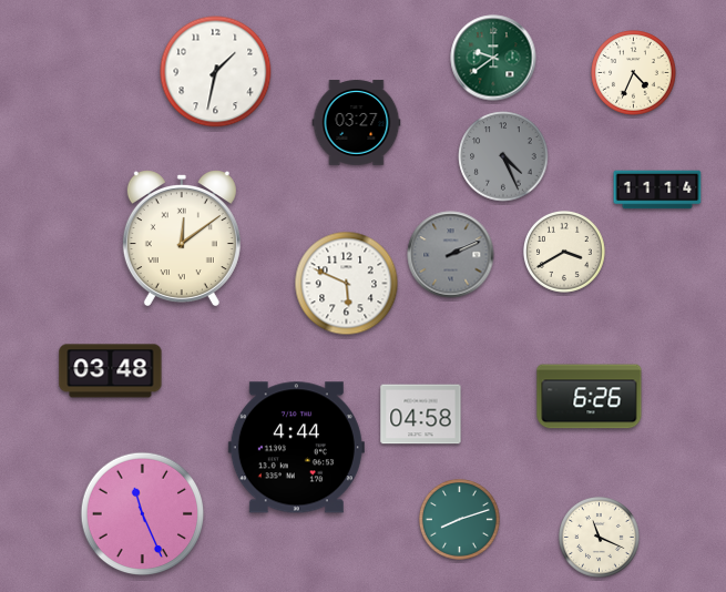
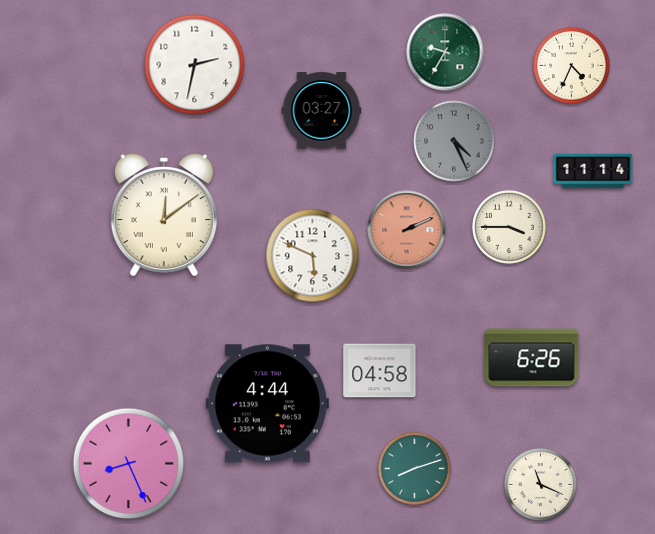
clock at (493, 58): 9:39 -> 9:35
clock at (216, 72): 1:32 -> 2:32
clock at (564, 252): 3:40 -> 3:45
clock at (451, 255) dial: grey -> salmon
clock at (111, 371): 03:48 -> none
clock at (421, 415) position: (421, 415) -> (380, 371)
clock at (143, 514): 11:26 -> 8:26
